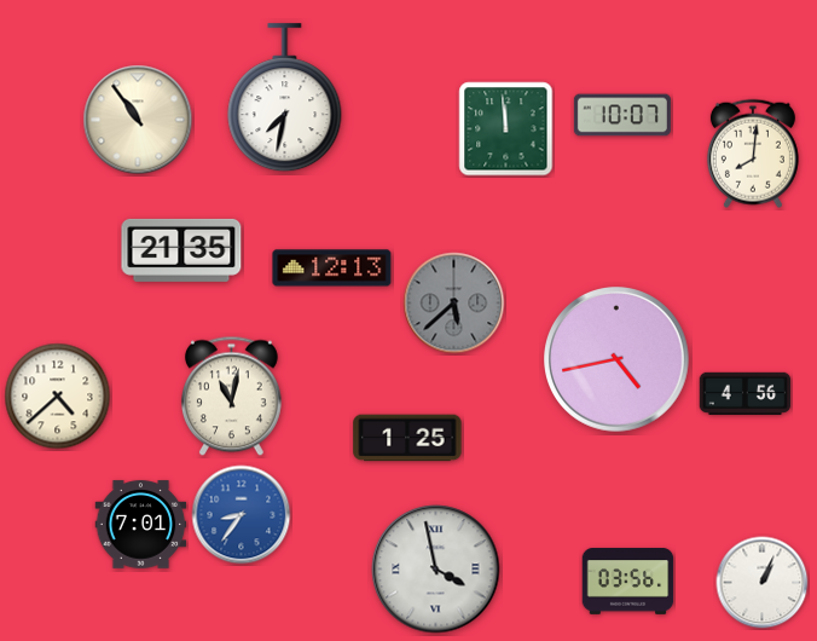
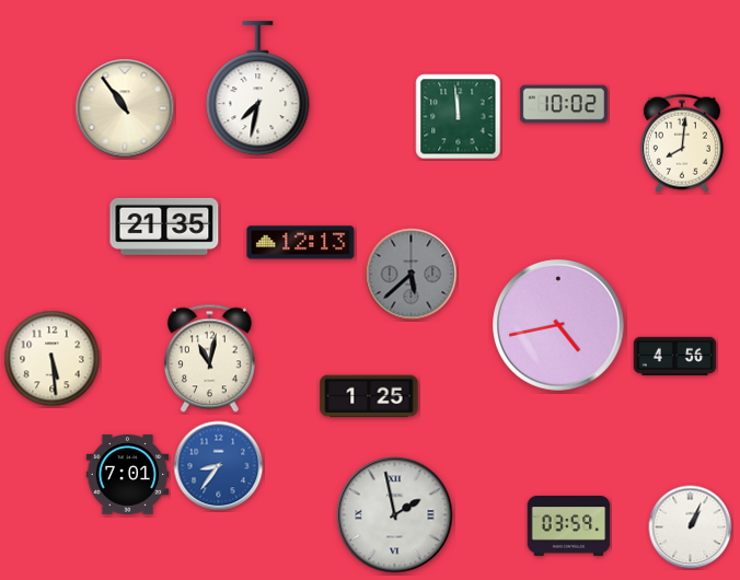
clock at (622, 115): 10:07 -> 10:02
clock at (753, 154) position: (753, 154) -> (682, 143)
clock at (58, 397): 4:38 -> 5:29
clock at (436, 570): 3:58 -> 1:58
clock at (628, 582): 03:56 -> 03:59
